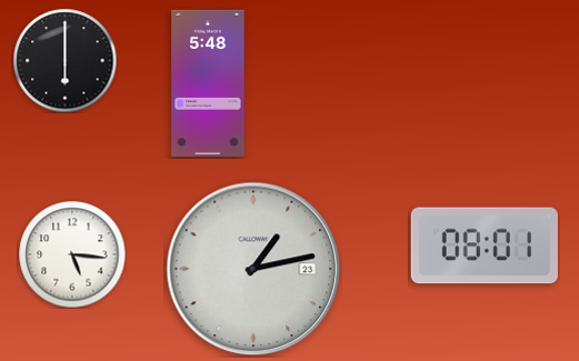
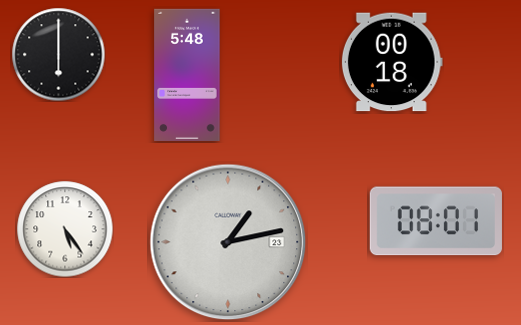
clock at (392, 62): none -> 00:18
clock at (72, 254): 5:16 -> 5:24
